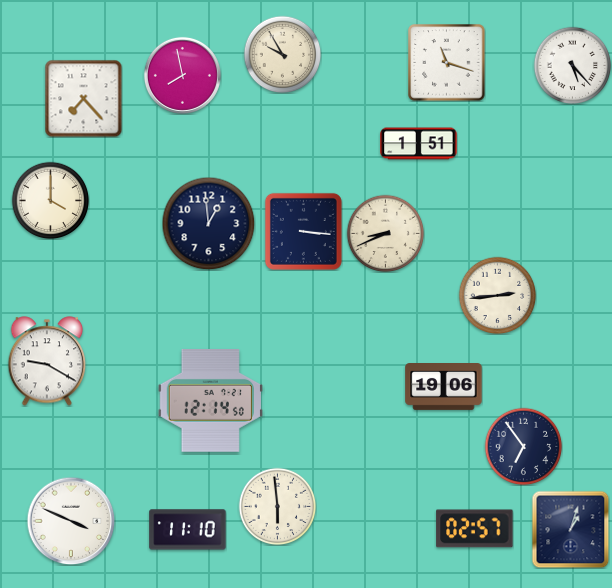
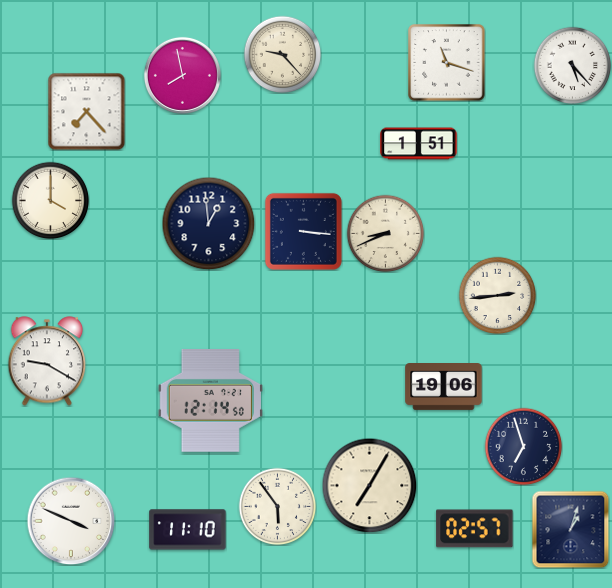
clock at (282, 54): 9:55 -> 9:23
clock at (83, 98) position: (83, 98) -> (86, 111)
clock at (523, 446): 6:54 -> 6:57
clock at (369, 485): none -> 7:05
clock at (277, 506): 5:59 -> 5:54
